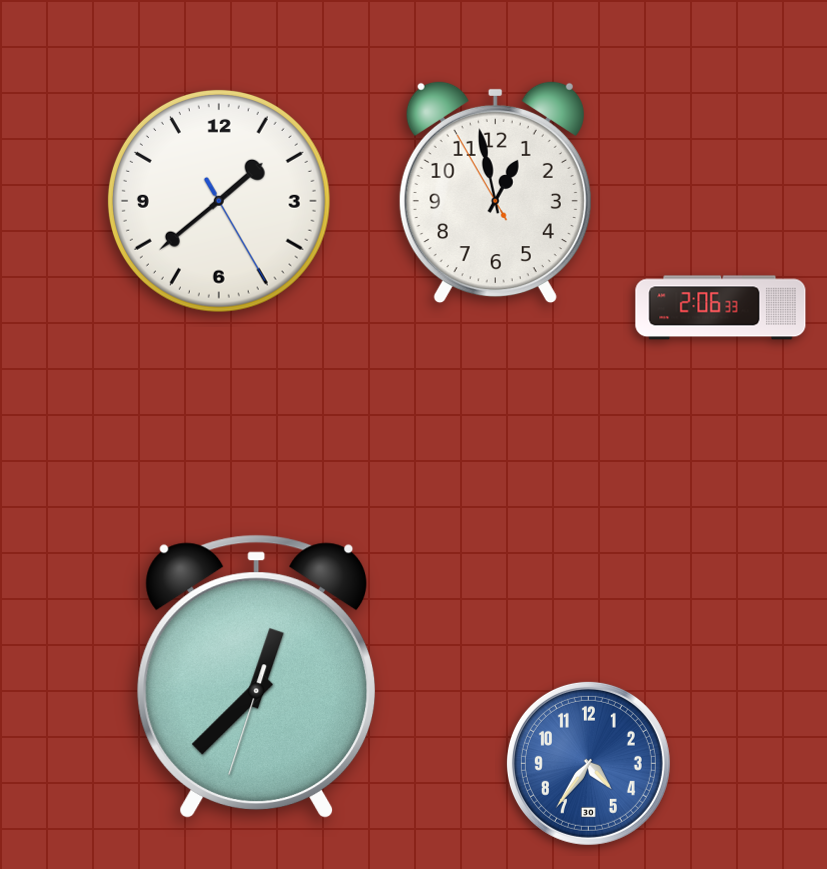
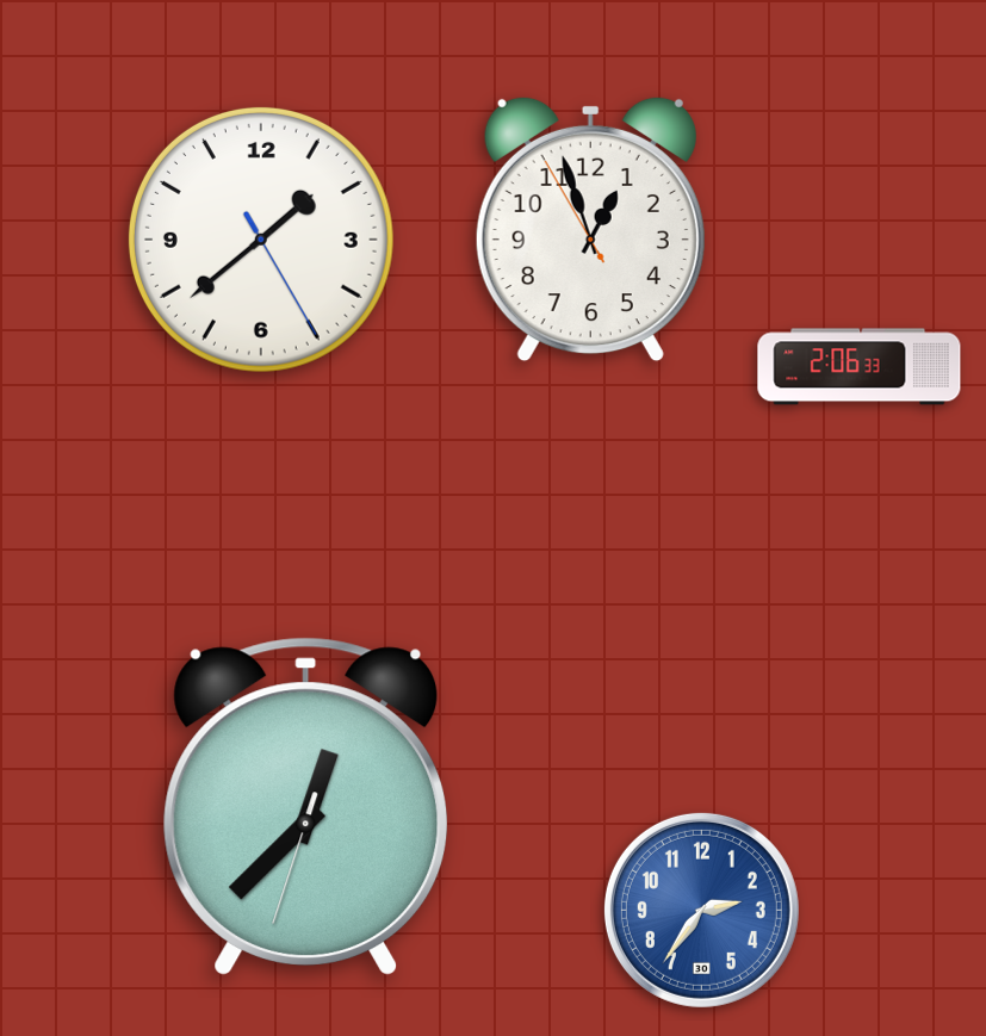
clock at (495, 192): 12:57 -> 12:56
clock at (588, 763): 4:36 -> 2:36
